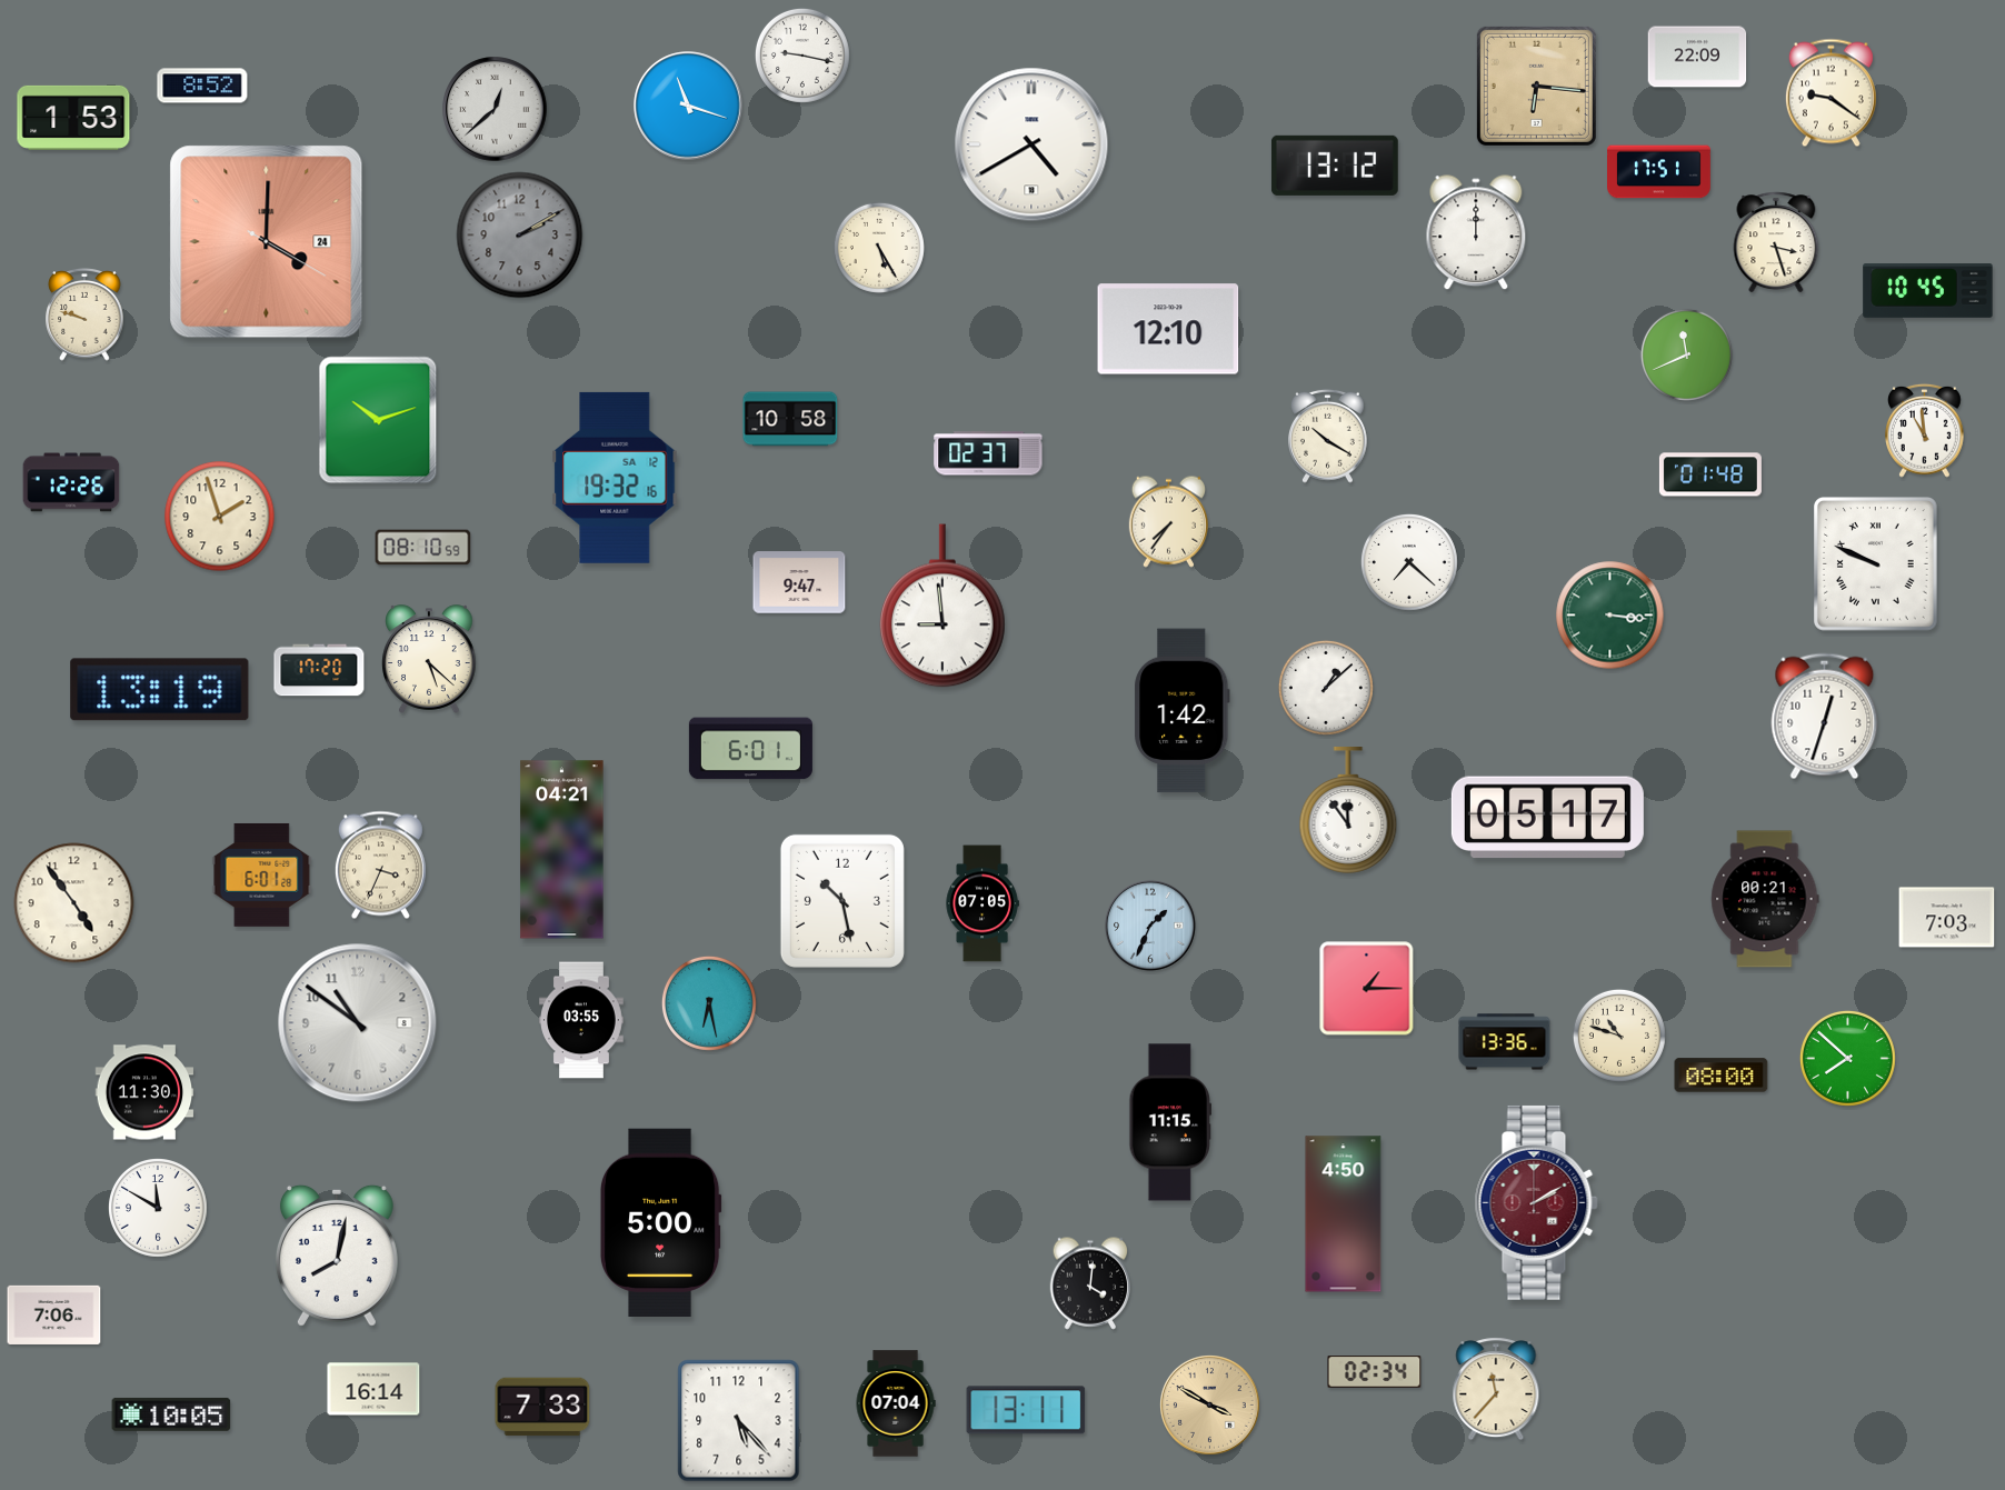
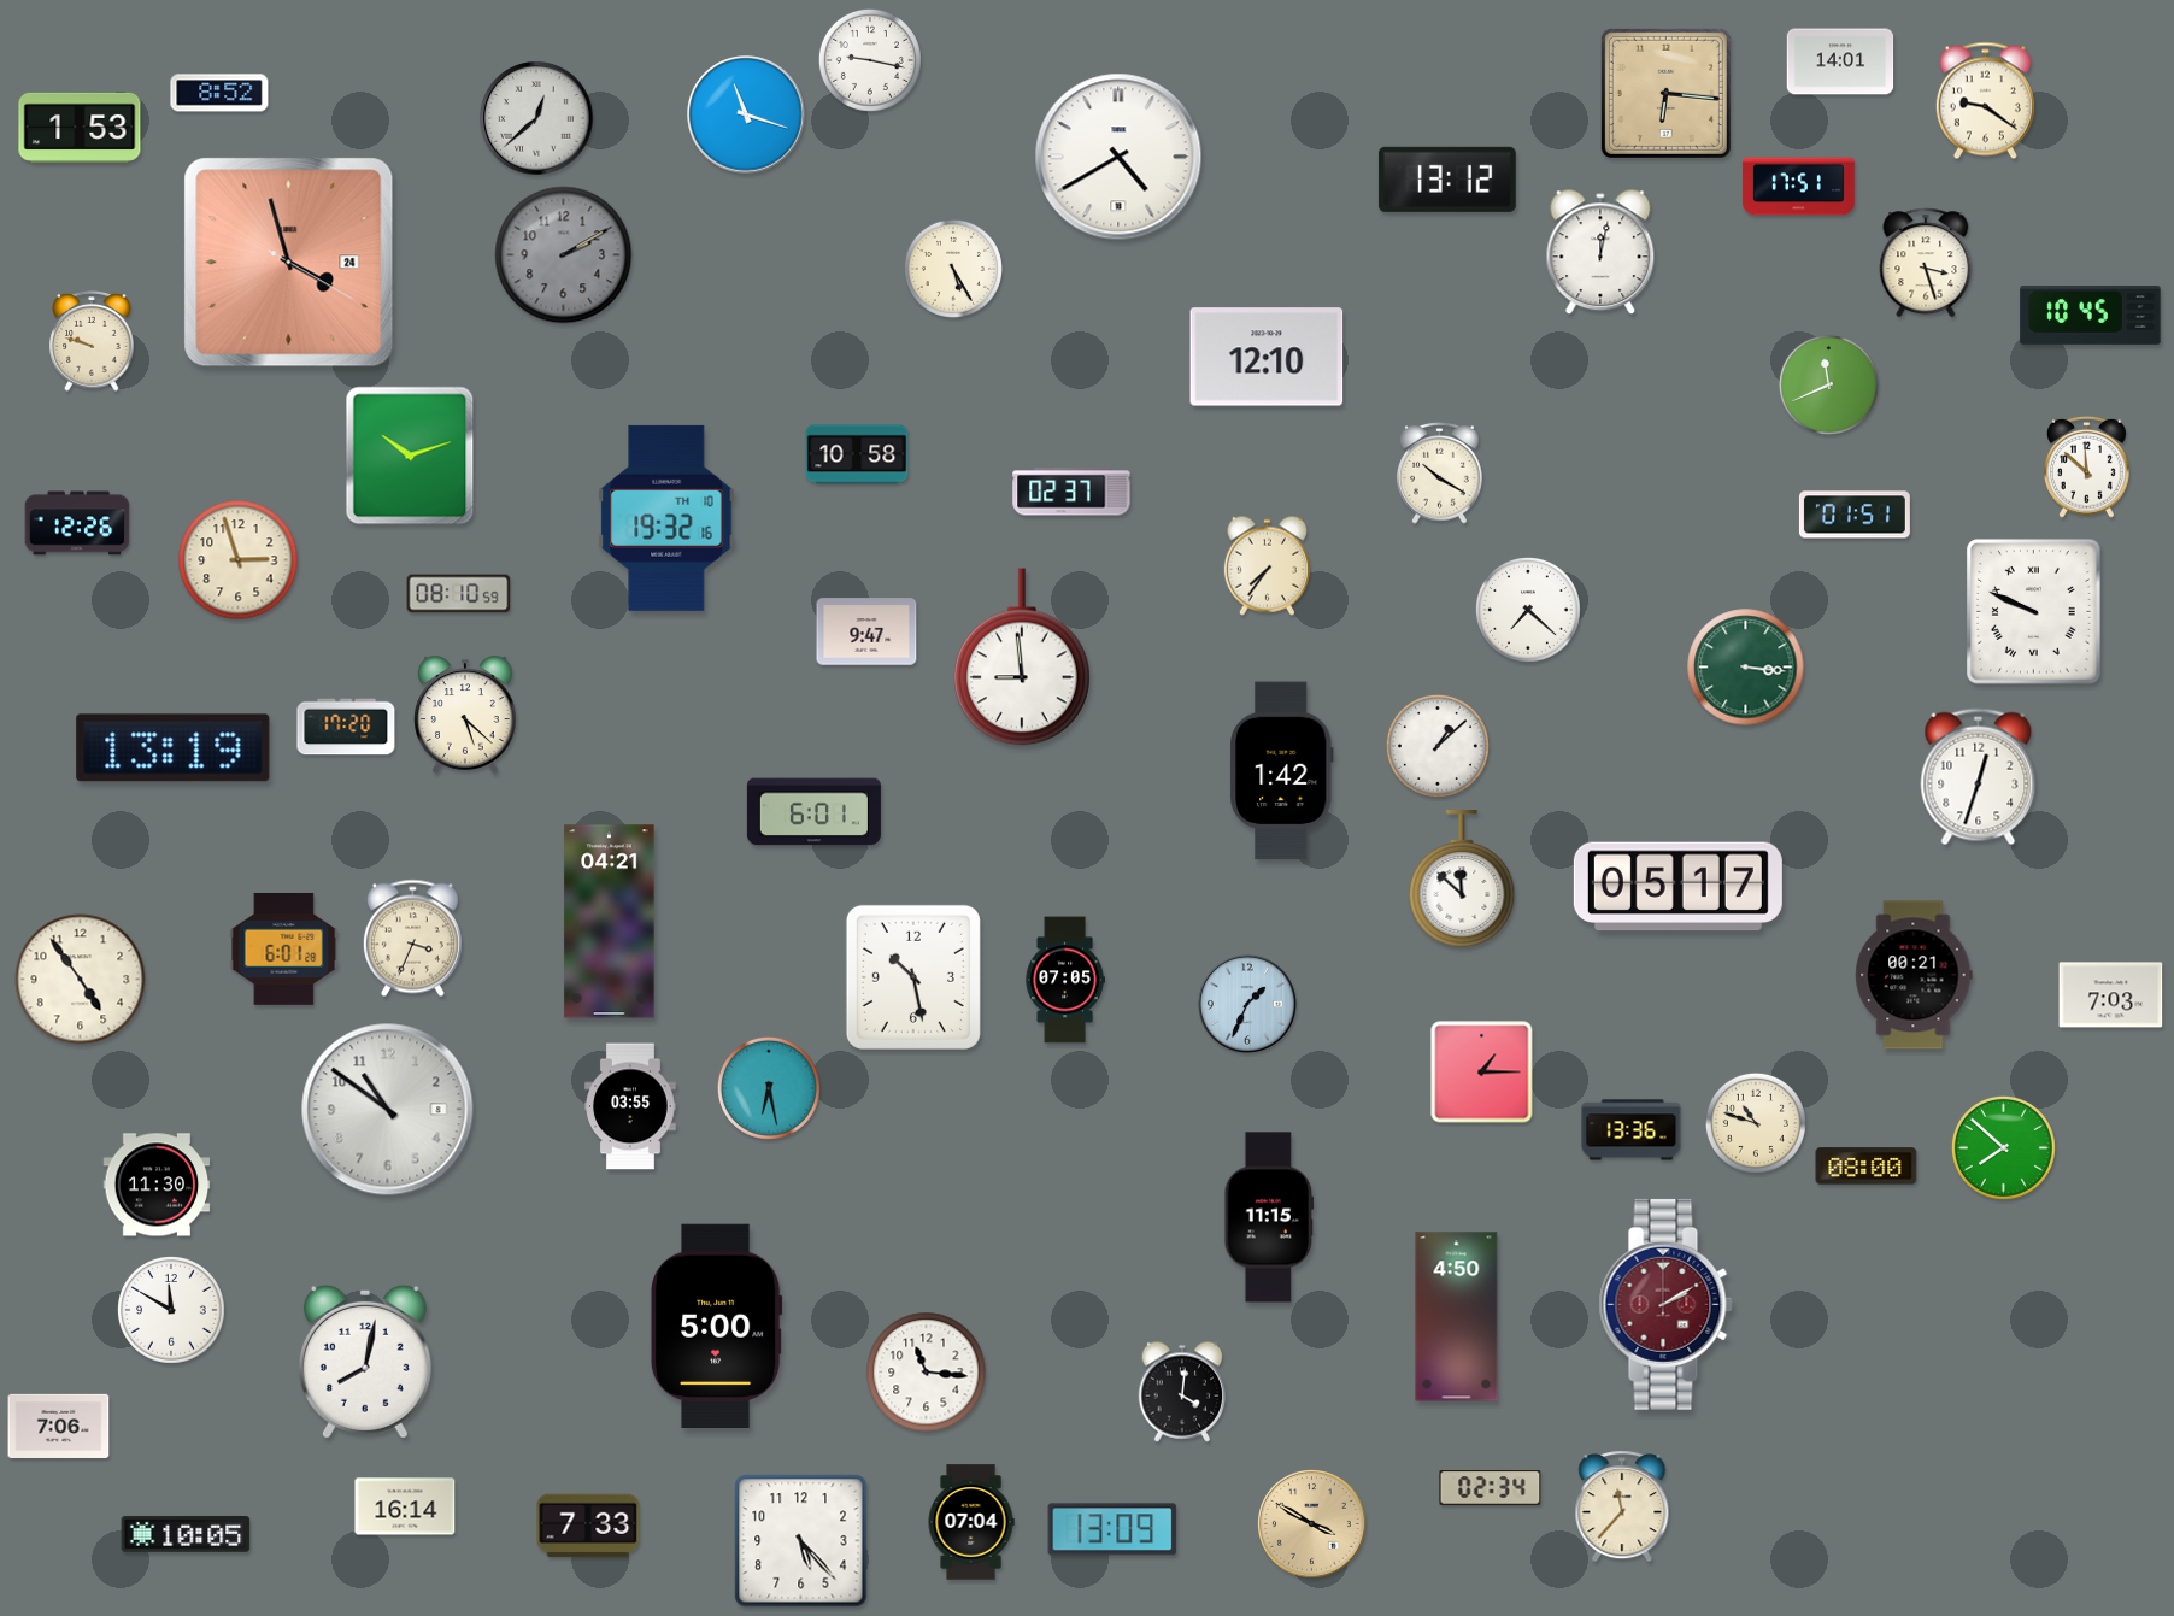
clock at (1697, 57): 22:09 -> 14:01
clock at (1476, 233): 12:00 -> 12:02
clock at (267, 242): 4:00 -> 3:57
clock at (1925, 430): 10:59 -> 11:52
clock at (1710, 474): 01:48 -> 01:51
clock at (615, 478) date: SA 12 -> TH 10
clock at (220, 517): 1:57 -> 2:57
clock at (1348, 811): 11:54 -> 11:52
clock at (927, 1373): none -> 11:16
clock at (1026, 1410): 13:11 -> 13:09
